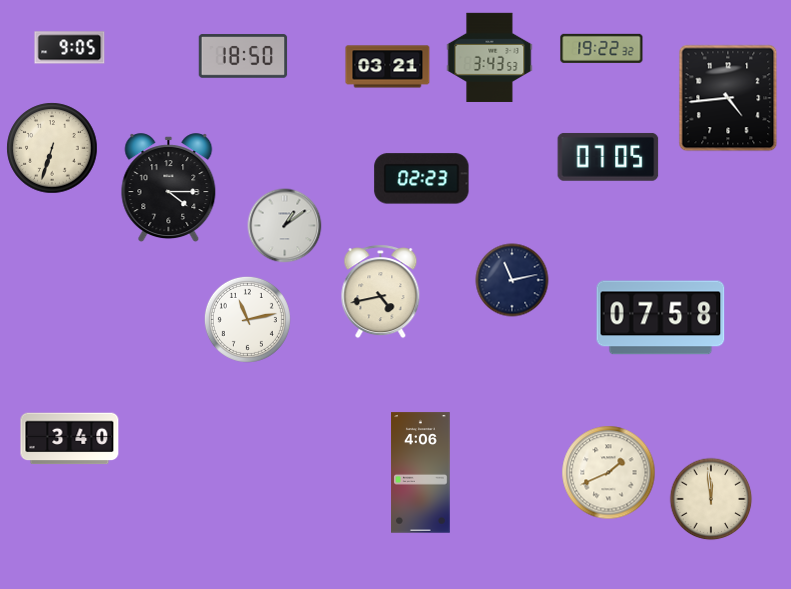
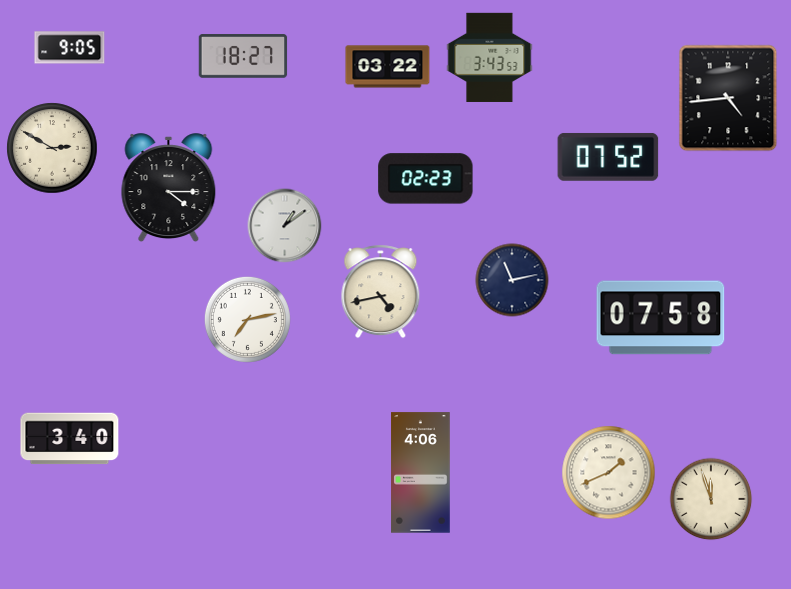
clock at (602, 48): 19:22 -> none
clock at (243, 56): 18:50 -> 18:27
clock at (388, 67): 03:21 -> 03:22
clock at (52, 148): 6:33 -> 2:50
clock at (608, 157): 07:05 -> 07:52
clock at (422, 179) position: (422, 179) -> (426, 179)
clock at (247, 319): 11:13 -> 7:13
clock at (711, 499): 11:59 -> 11:57
